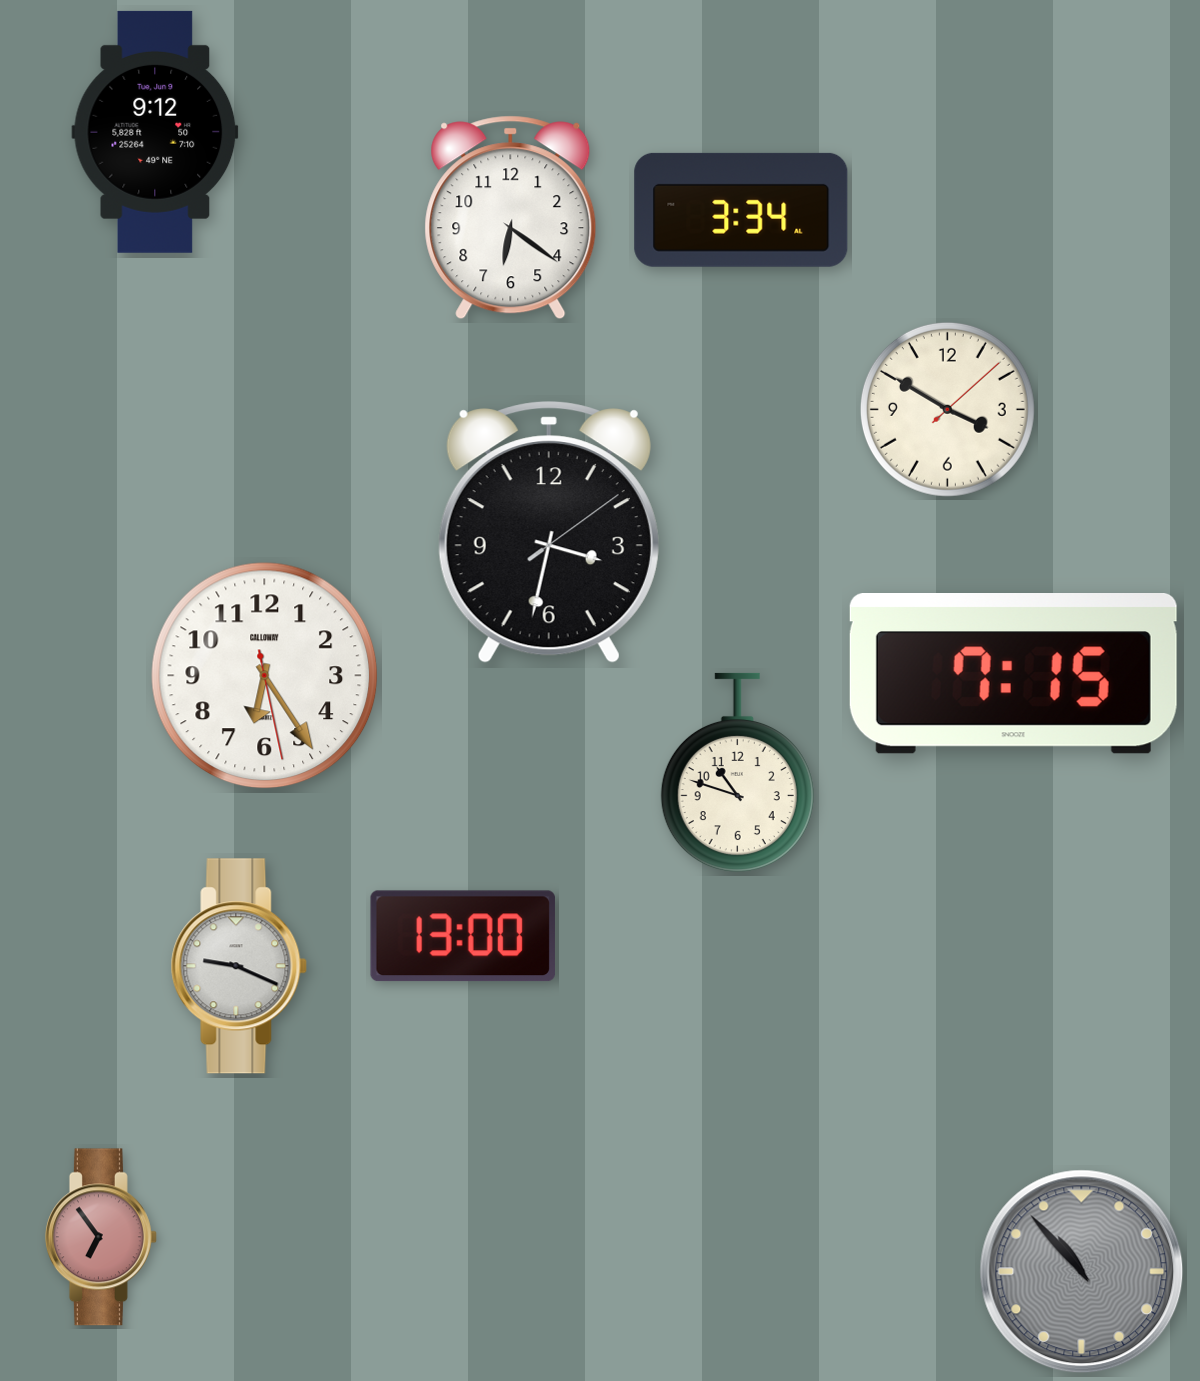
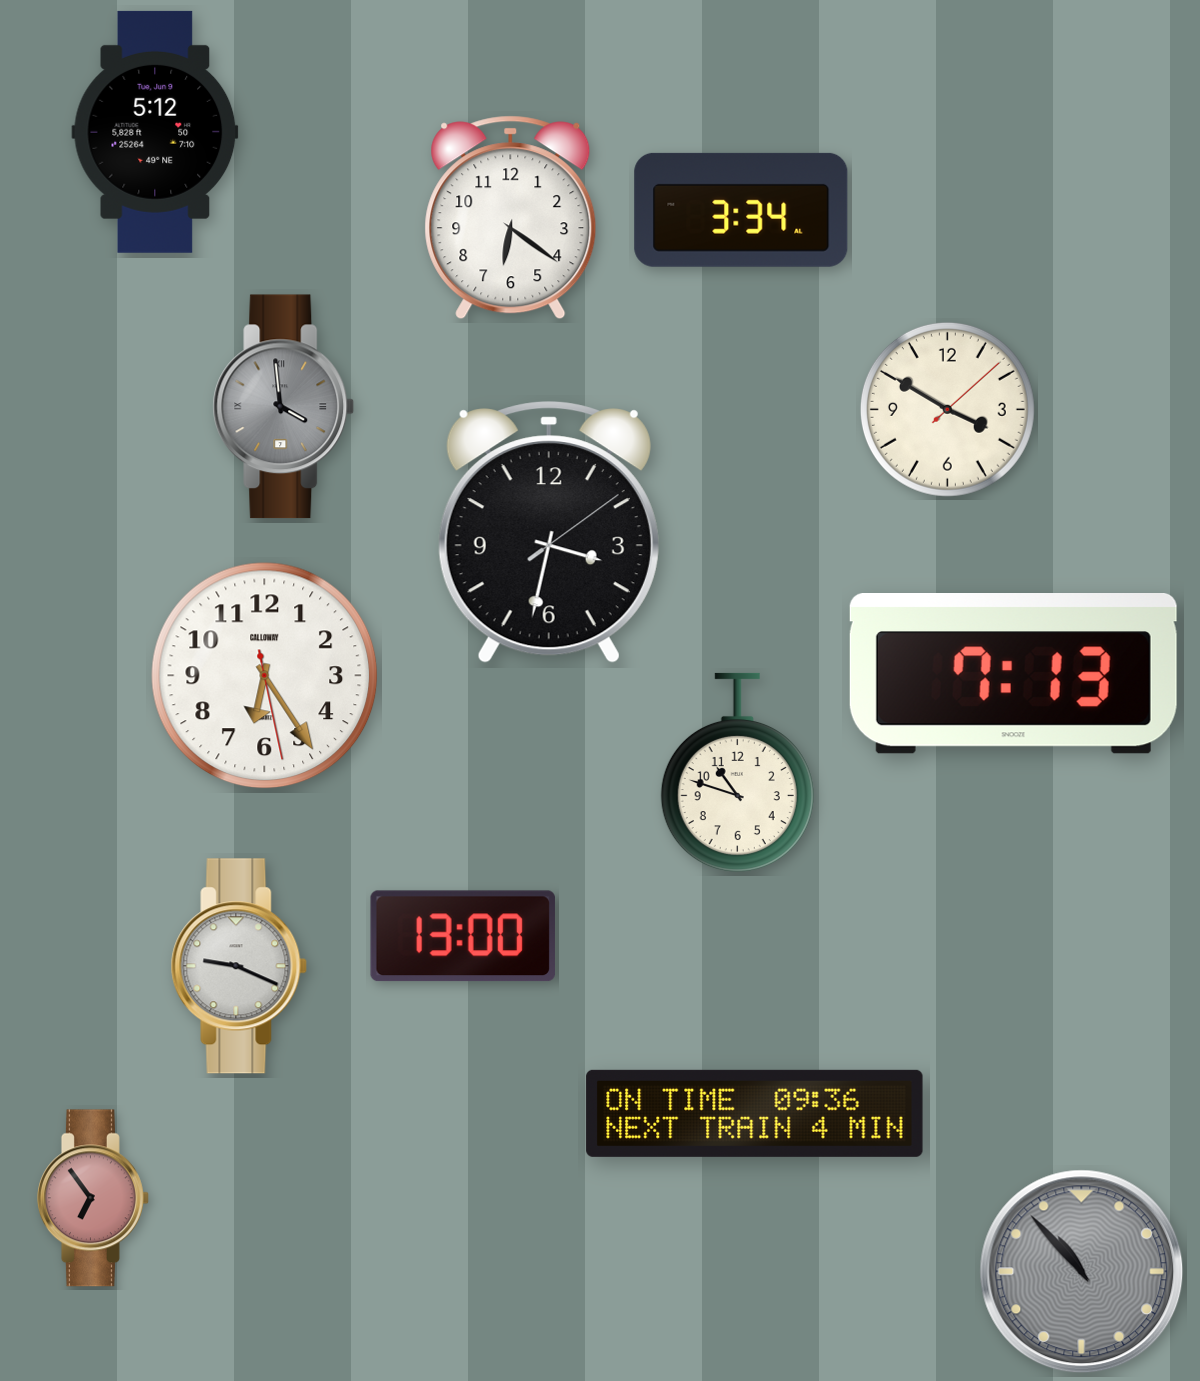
clock at (155, 132): 9:12 -> 5:12
clock at (284, 407): none -> 3:59
clock at (1013, 674): 7:15 -> 7:13
clock at (755, 1113): none -> 09:36
clock at (101, 1237) position: (101, 1237) -> (93, 1198)
